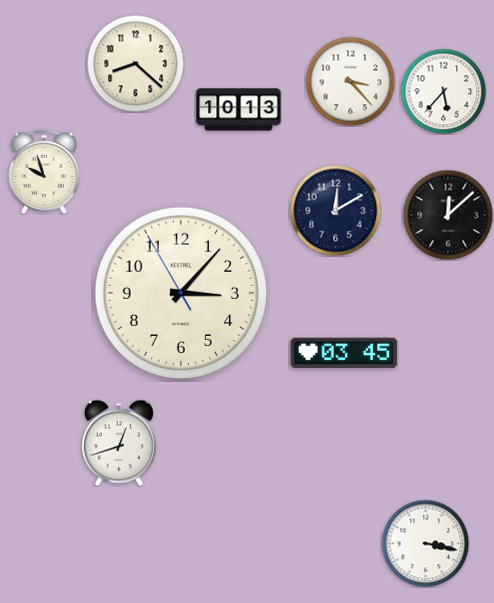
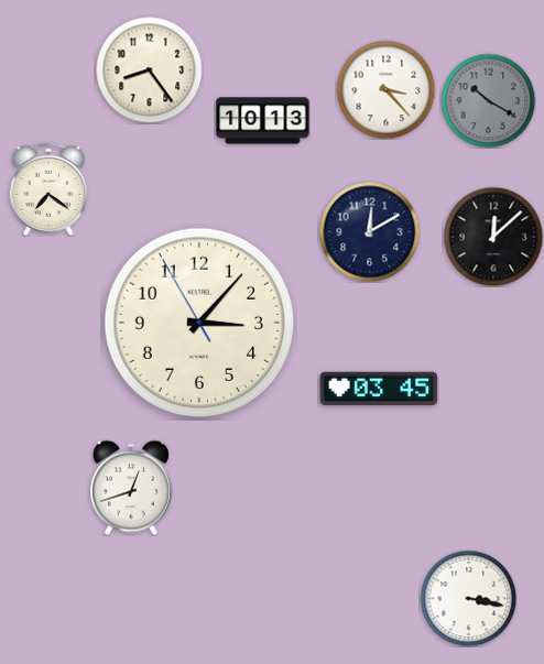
clock at (135, 63): 8:22 -> 8:24
clock at (443, 91): 5:37 -> 10:20
clock at (443, 91) dial: white -> grey
clock at (43, 172): 9:57 -> 7:21
